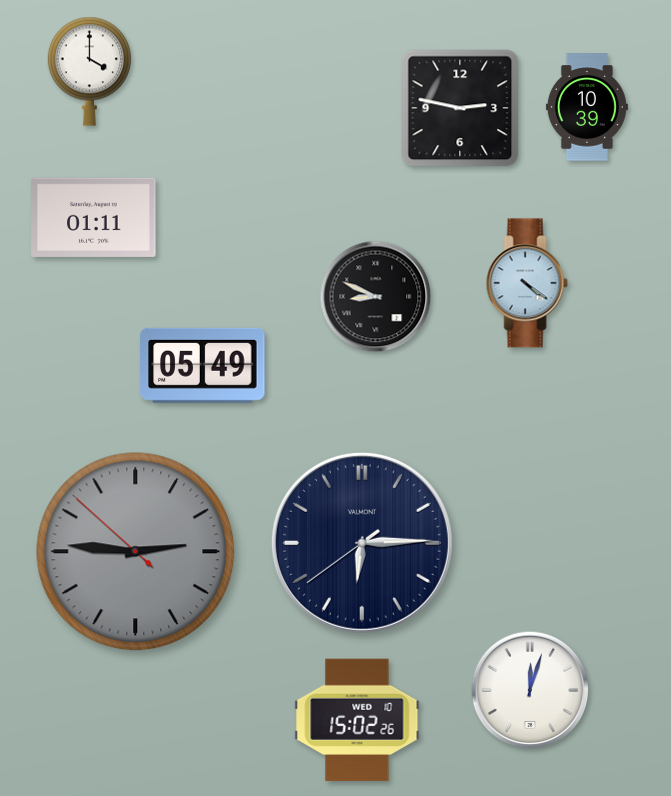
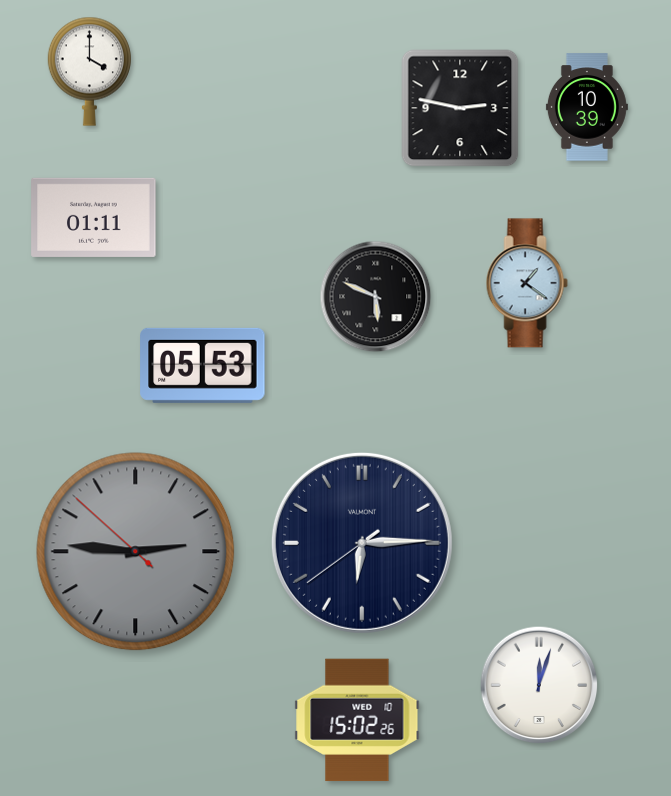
clock at (527, 283): 4:21 -> 1:21
clock at (376, 297): 8:49 -> 5:49
clock at (203, 365): 05:49 -> 05:53
clock at (530, 690) position: (530, 690) -> (539, 685)
